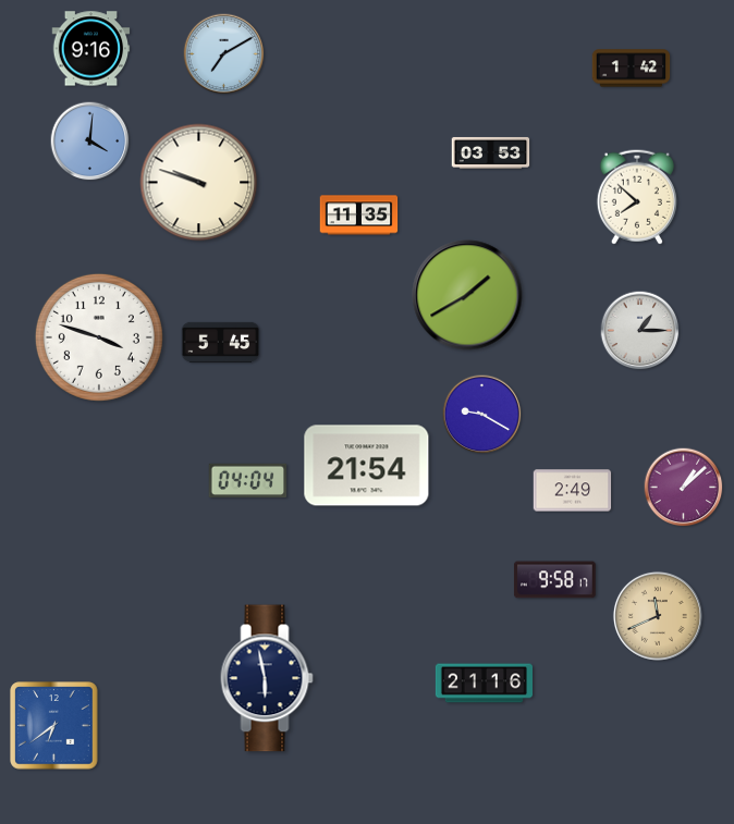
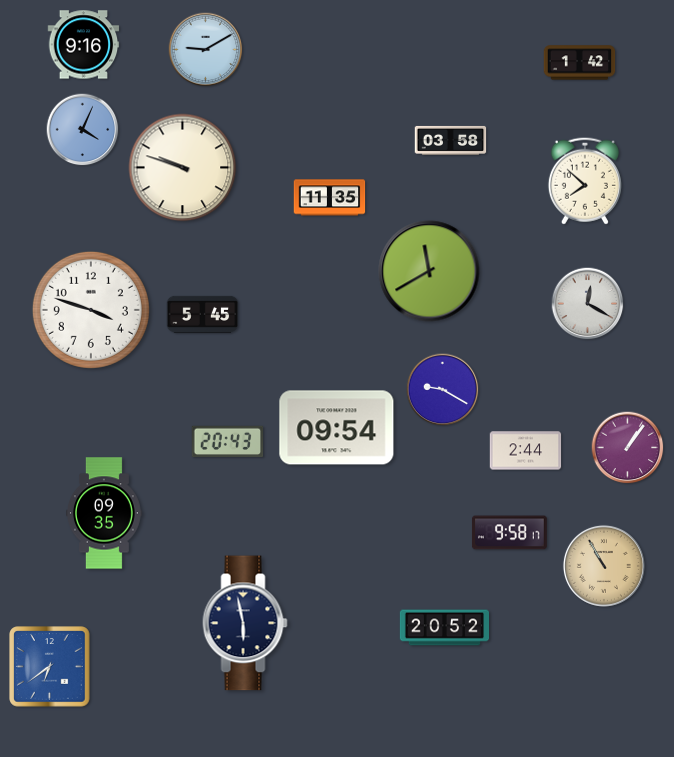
clock at (224, 54): 7:10 -> 9:10
clock at (90, 142): 4:01 -> 4:04
clock at (491, 152): 03:53 -> 03:58
clock at (467, 295): 1:40 -> 11:40
clock at (640, 331): 1:15 -> 12:20
clock at (482, 415) position: (482, 415) -> (443, 390)
clock at (367, 466): 21:54 -> 09:54
clock at (248, 481): 04:04 -> 20:43
clock at (684, 488): 1:08 -> 1:06
clock at (573, 491): 2:49 -> 2:44
clock at (105, 513): none -> 09:35
clock at (658, 616): 11:41 -> 10:55
clock at (484, 684): 21:16 -> 20:52
